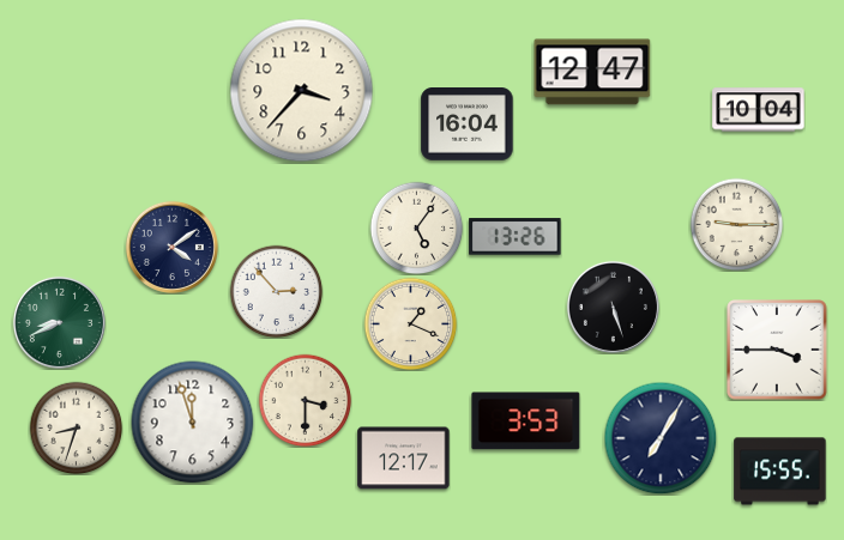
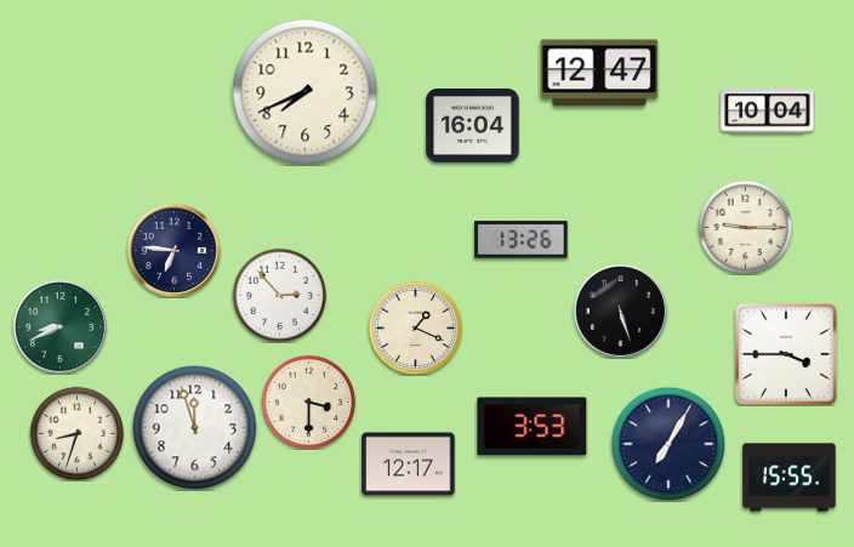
clock at (302, 91): 3:37 -> 7:41
clock at (416, 227): 5:06 -> none
clock at (171, 247): 4:09 -> 6:46
clock at (305, 400) position: (305, 400) -> (308, 401)
